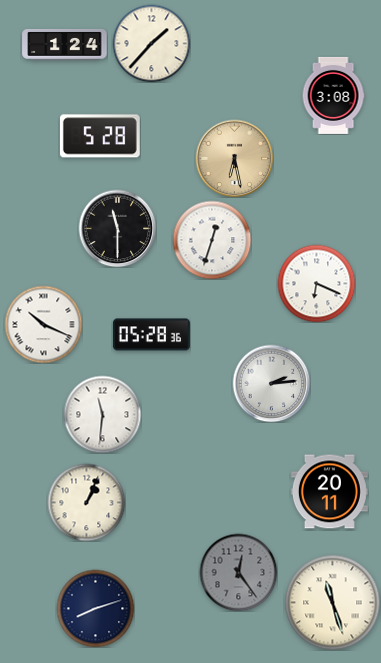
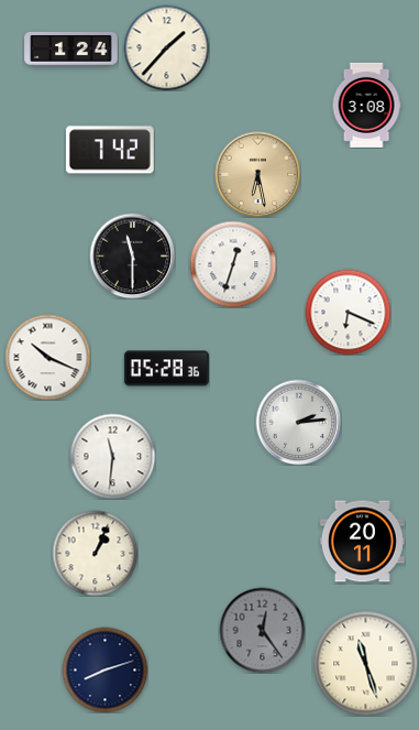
clock at (100, 136): 5:28 -> 7:42
clock at (117, 228) position: (117, 228) -> (132, 255)
